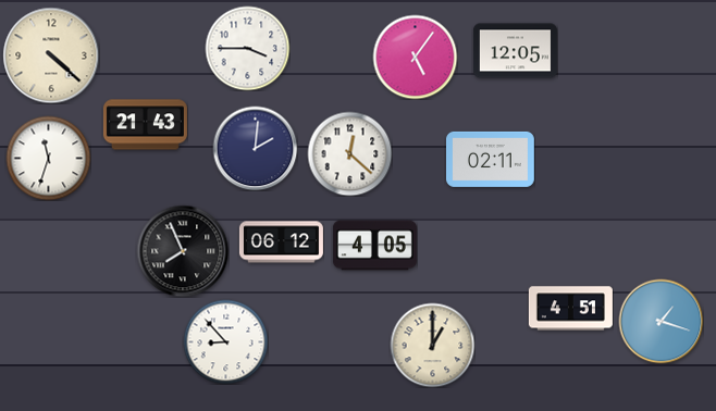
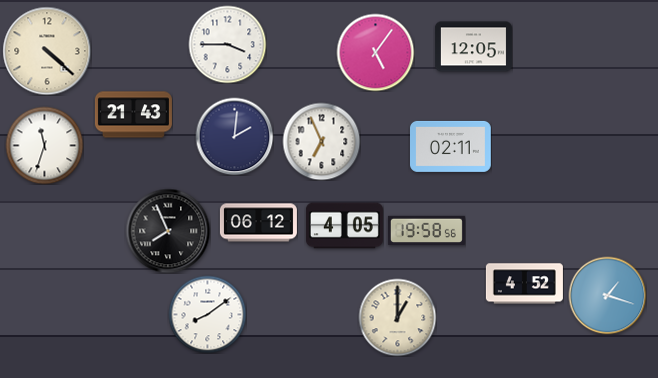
clock at (415, 57) position: (415, 57) -> (375, 52)
clock at (349, 153): 12:22 -> 6:56
clock at (426, 231): none -> 19:58
clock at (570, 309): 4:51 -> 4:52
clock at (225, 341): 8:53 -> 8:09
